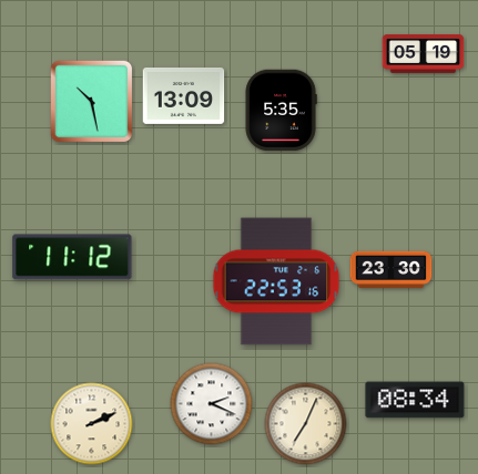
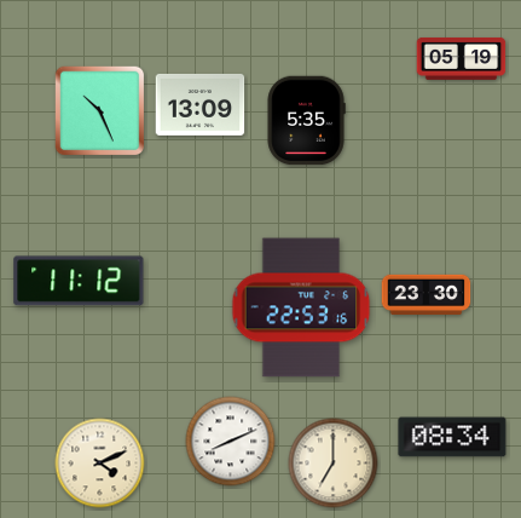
clock at (92, 102): 10:28 -> 10:26
clock at (212, 404): 2:19 -> 8:11
clock at (92, 424): 2:11 -> 4:11
clock at (306, 424): 7:04 -> 7:00
